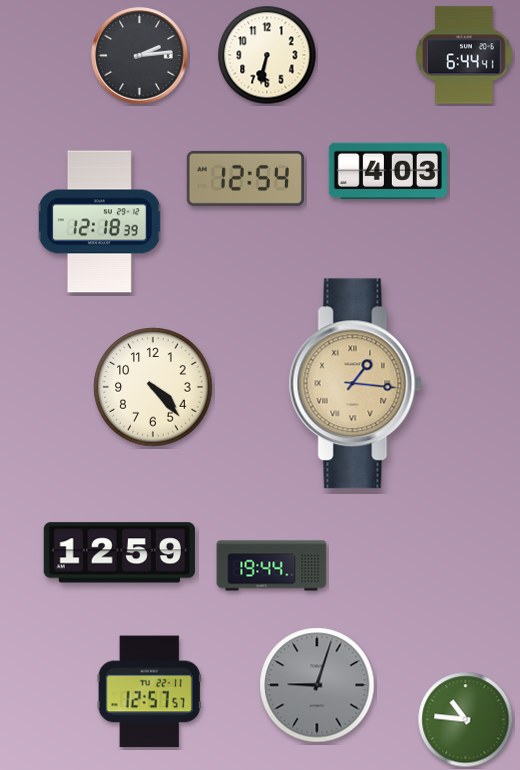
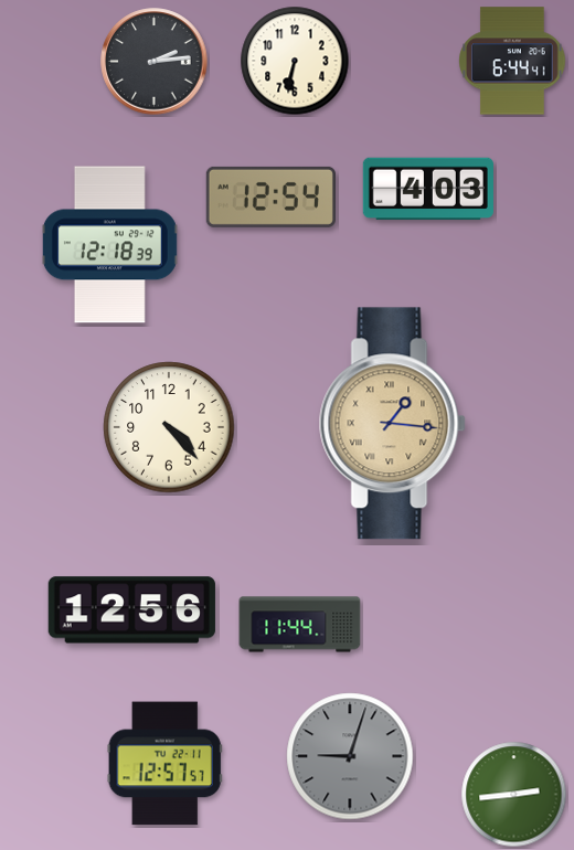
clock at (119, 553): 12:59 -> 12:56
clock at (272, 566): 19:44 -> 11:44
clock at (466, 720): 10:46 -> 2:44
